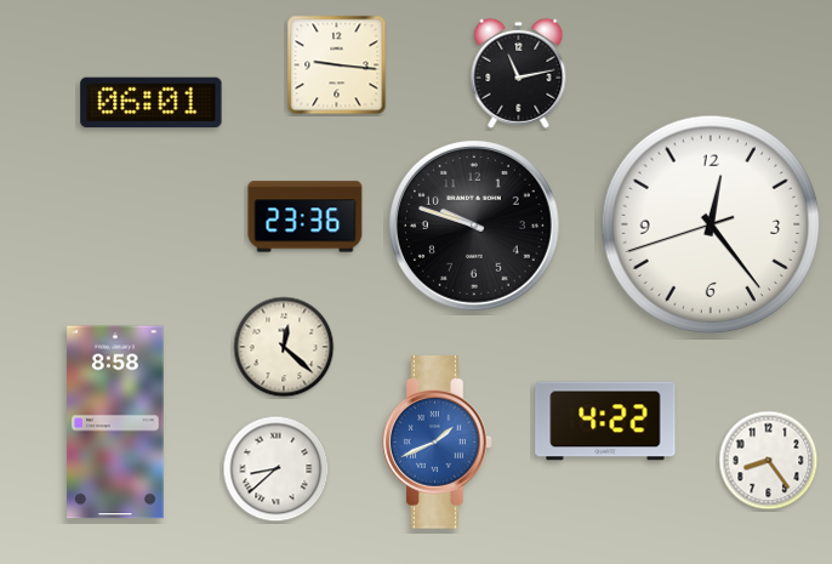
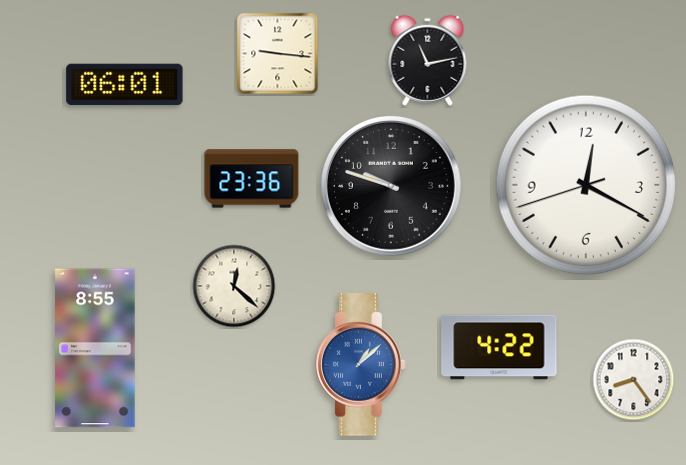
clock at (711, 224): 12:23 -> 12:19
clock at (115, 422): 8:58 -> 8:55
clock at (438, 443): 1:41 -> 1:08
clock at (277, 469): 8:38 -> none
